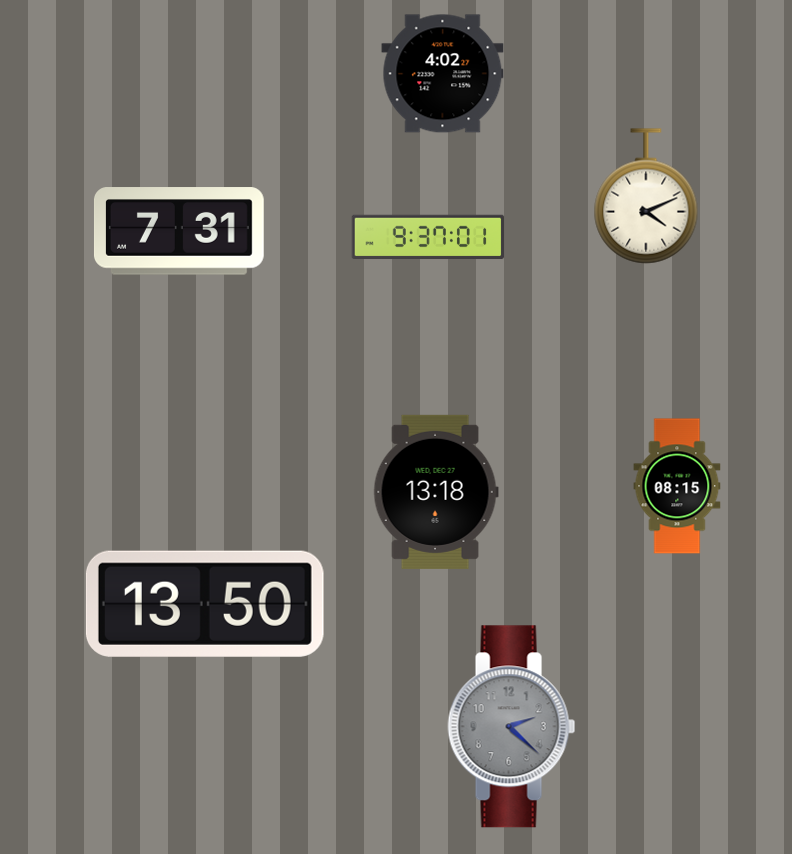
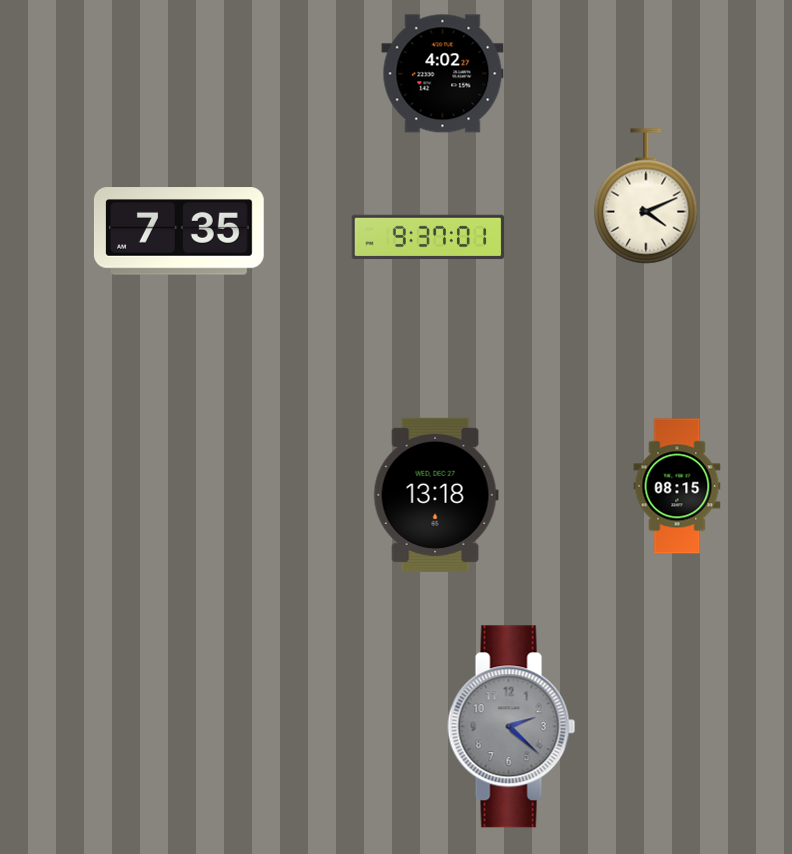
clock at (179, 231): 7:31 -> 7:35
clock at (436, 492) position: (436, 492) -> (436, 495)
clock at (205, 604): 13:50 -> none
